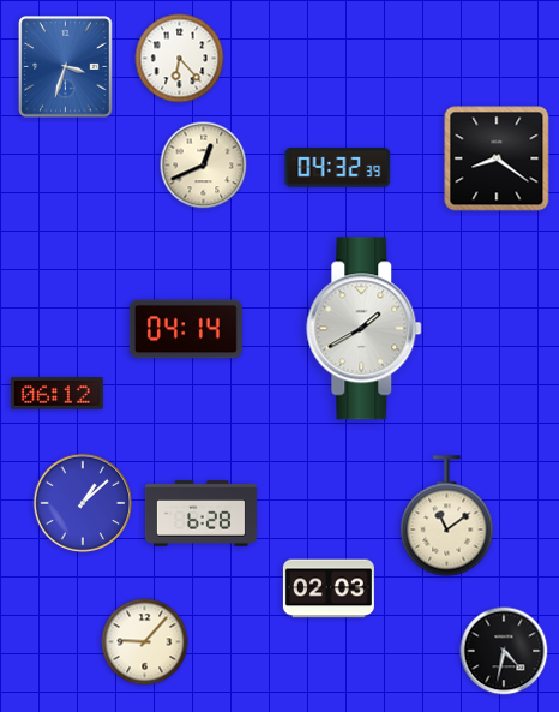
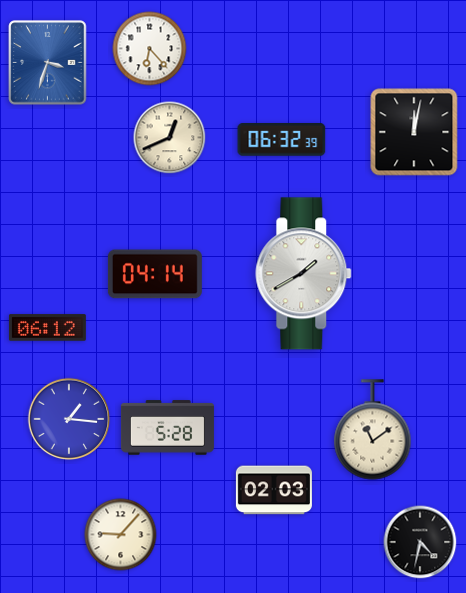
clock at (66, 67) position: (66, 67) -> (48, 63)
clock at (497, 158): 8:21 -> 12:02
clock at (338, 168): 04:32 -> 06:32
clock at (83, 503): 1:08 -> 1:16
clock at (200, 514): 6:28 -> 5:28
